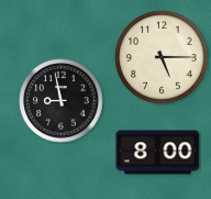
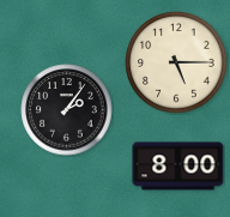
clock at (62, 101): 8:58 -> 2:06
clock at (158, 153) position: (158, 153) -> (178, 167)
